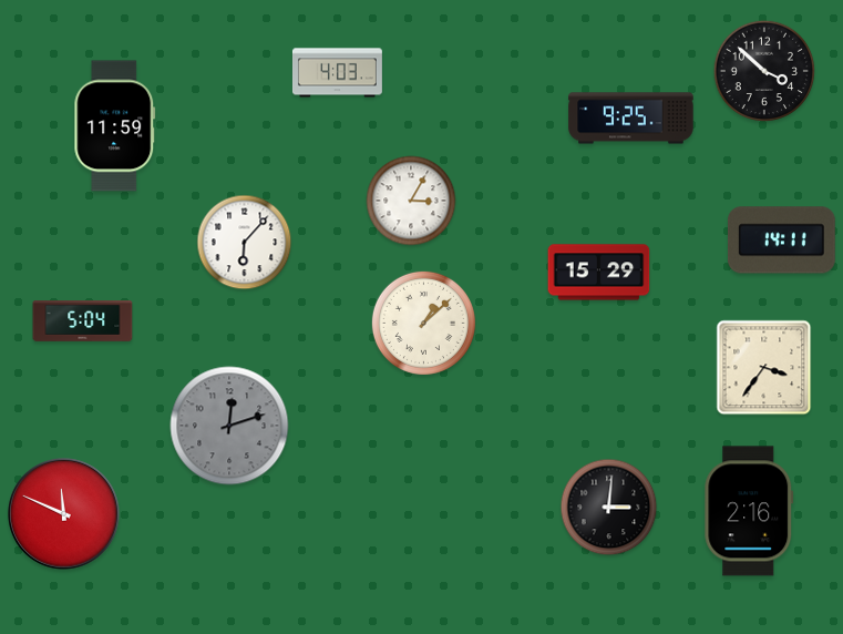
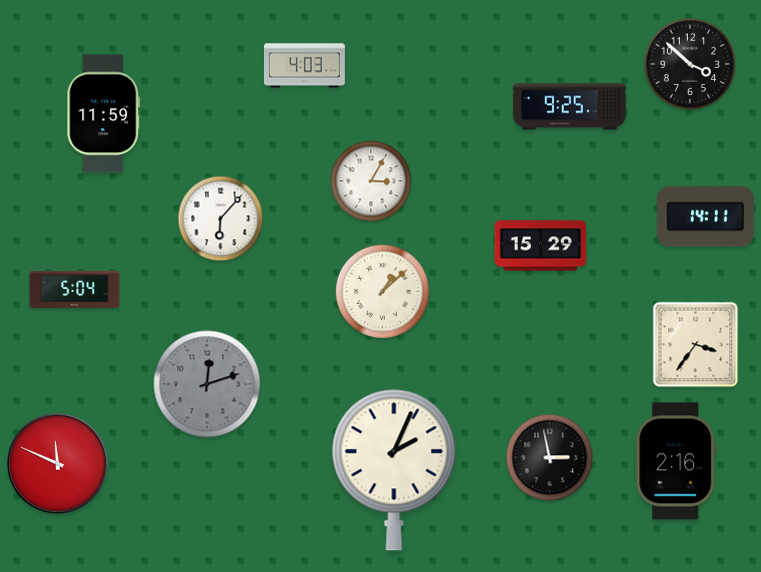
clock at (764, 368) position: (764, 368) -> (696, 345)
clock at (609, 508): 3:01 -> 2:58
clock at (394, 470): none -> 2:04
